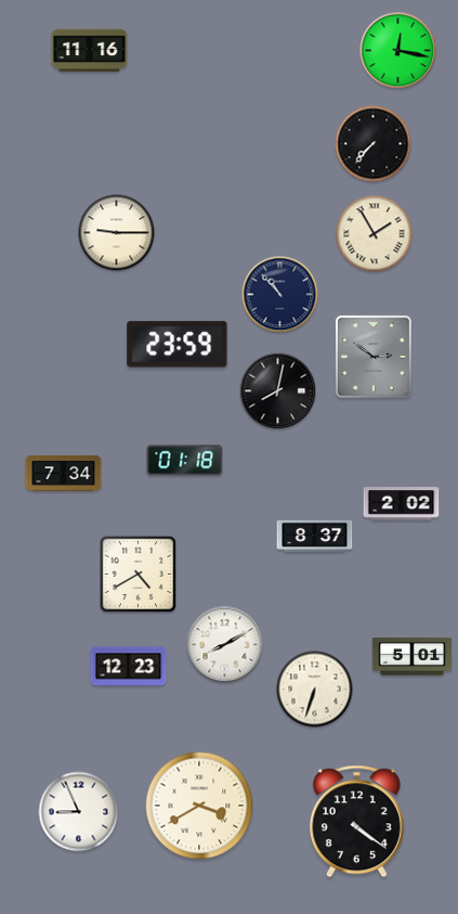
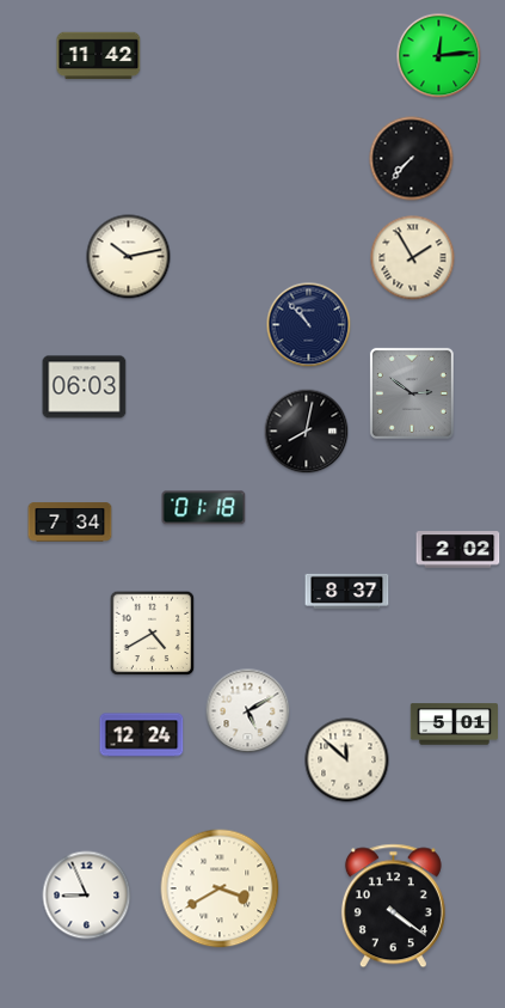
clock at (90, 51): 11:16 -> 11:42
clock at (398, 51): 12:17 -> 12:14
clock at (117, 233): 9:15 -> 10:13
clock at (178, 345): 23:59 -> none
clock at (85, 387): none -> 06:03
clock at (402, 504) position: (402, 504) -> (458, 550)
clock at (225, 645): 8:10 -> 5:10
clock at (129, 667): 12:23 -> 12:24
clock at (315, 690): 6:33 -> 11:52
